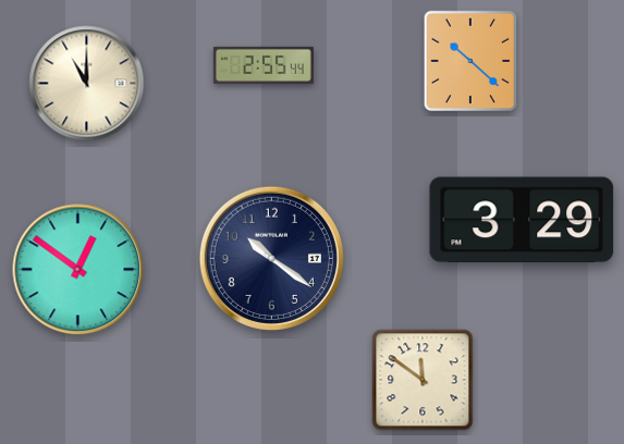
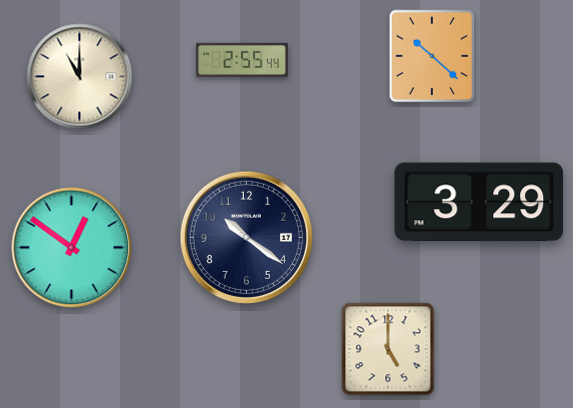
clock at (271, 258) position: (271, 258) -> (246, 237)
clock at (423, 380): 11:51 -> 5:00
